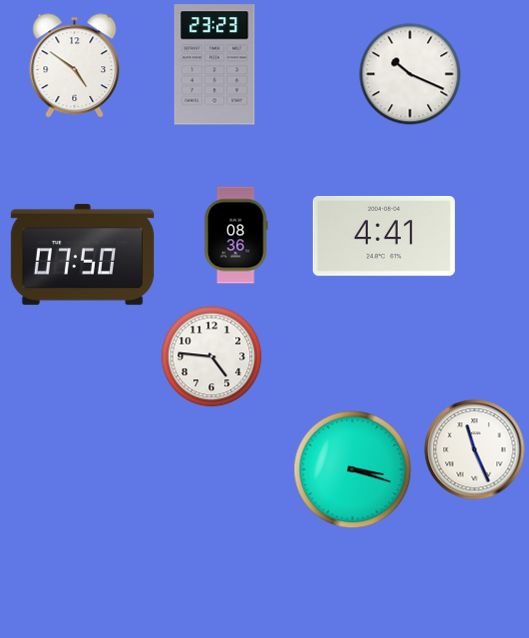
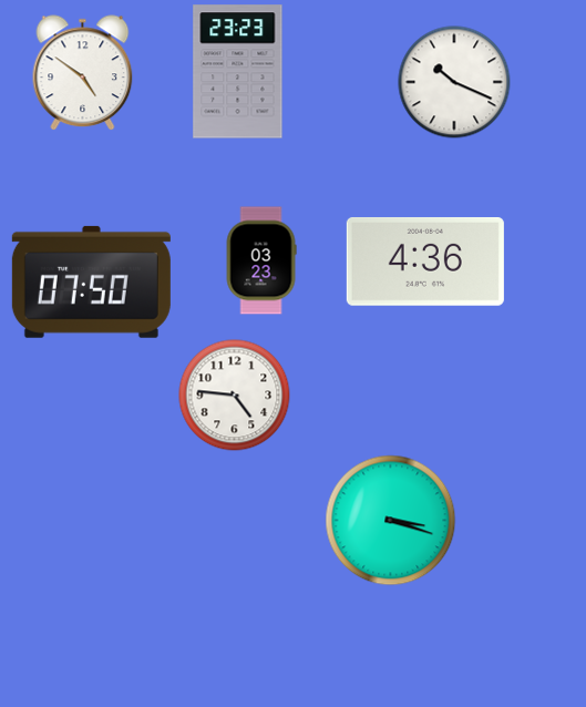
clock at (236, 235): 08:36 -> 03:23
clock at (384, 236): 4:41 -> 4:36
clock at (475, 450): 11:26 -> none
